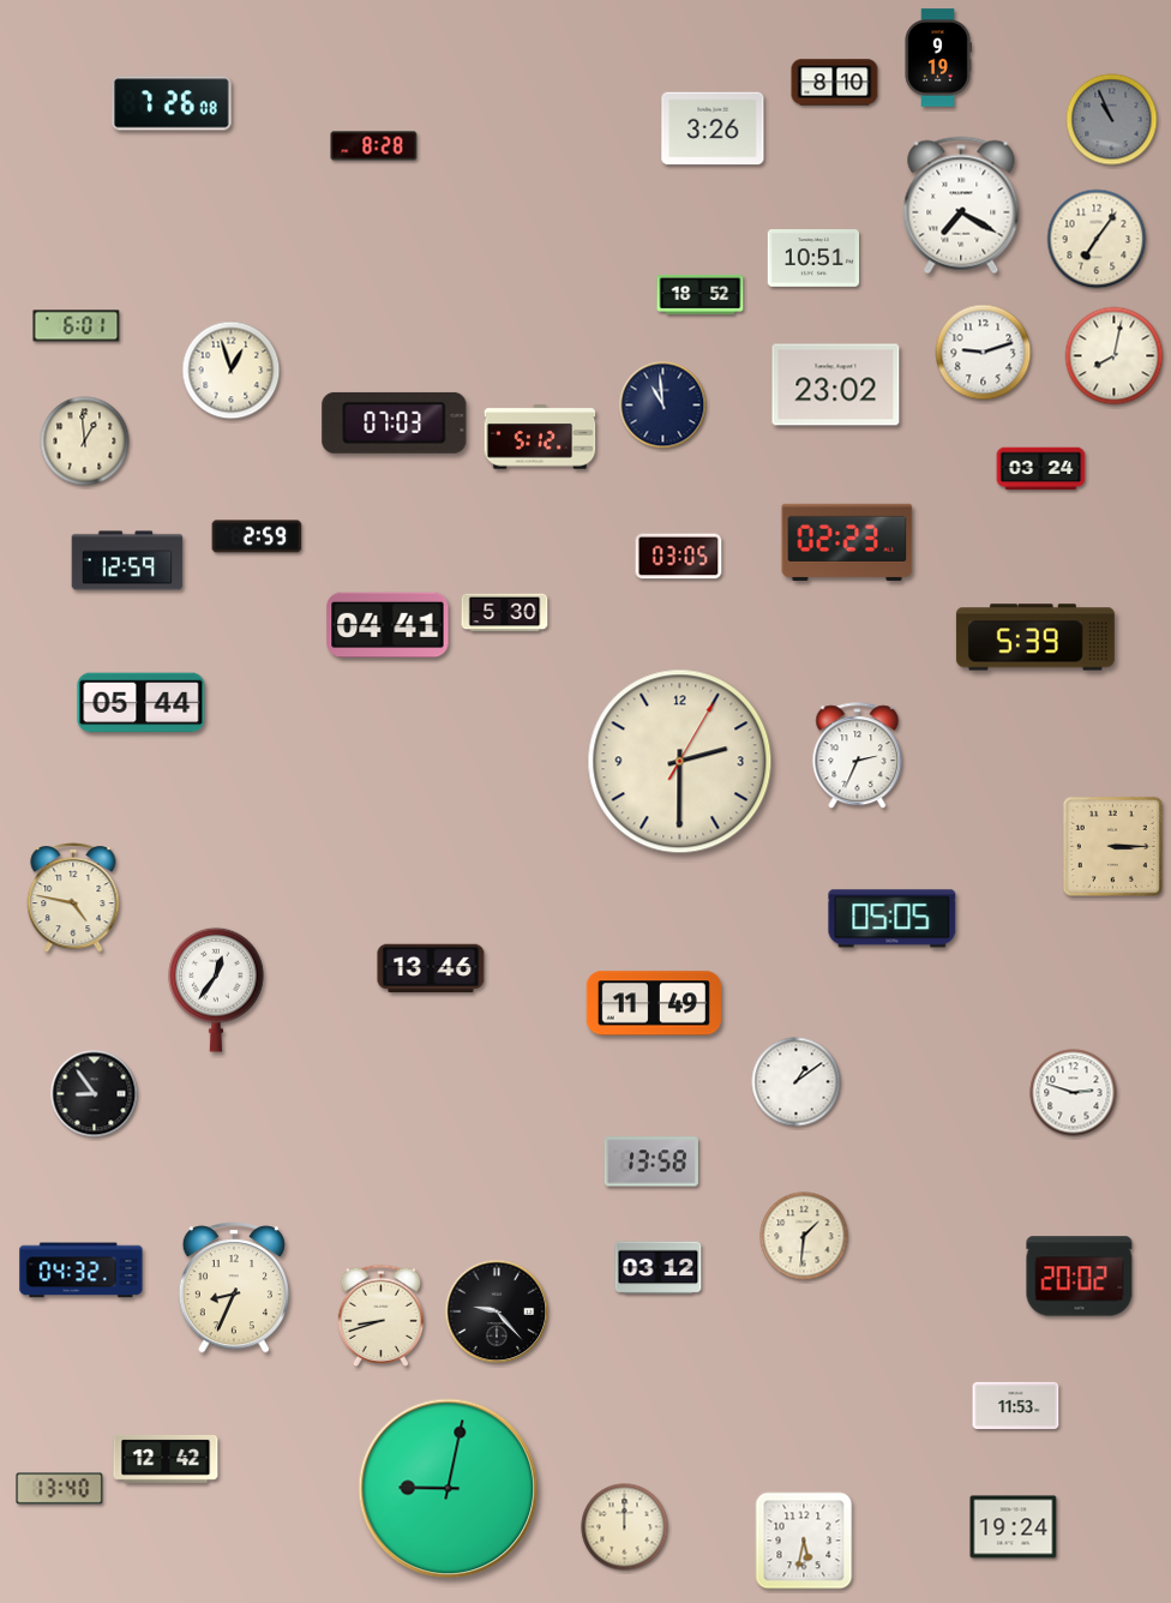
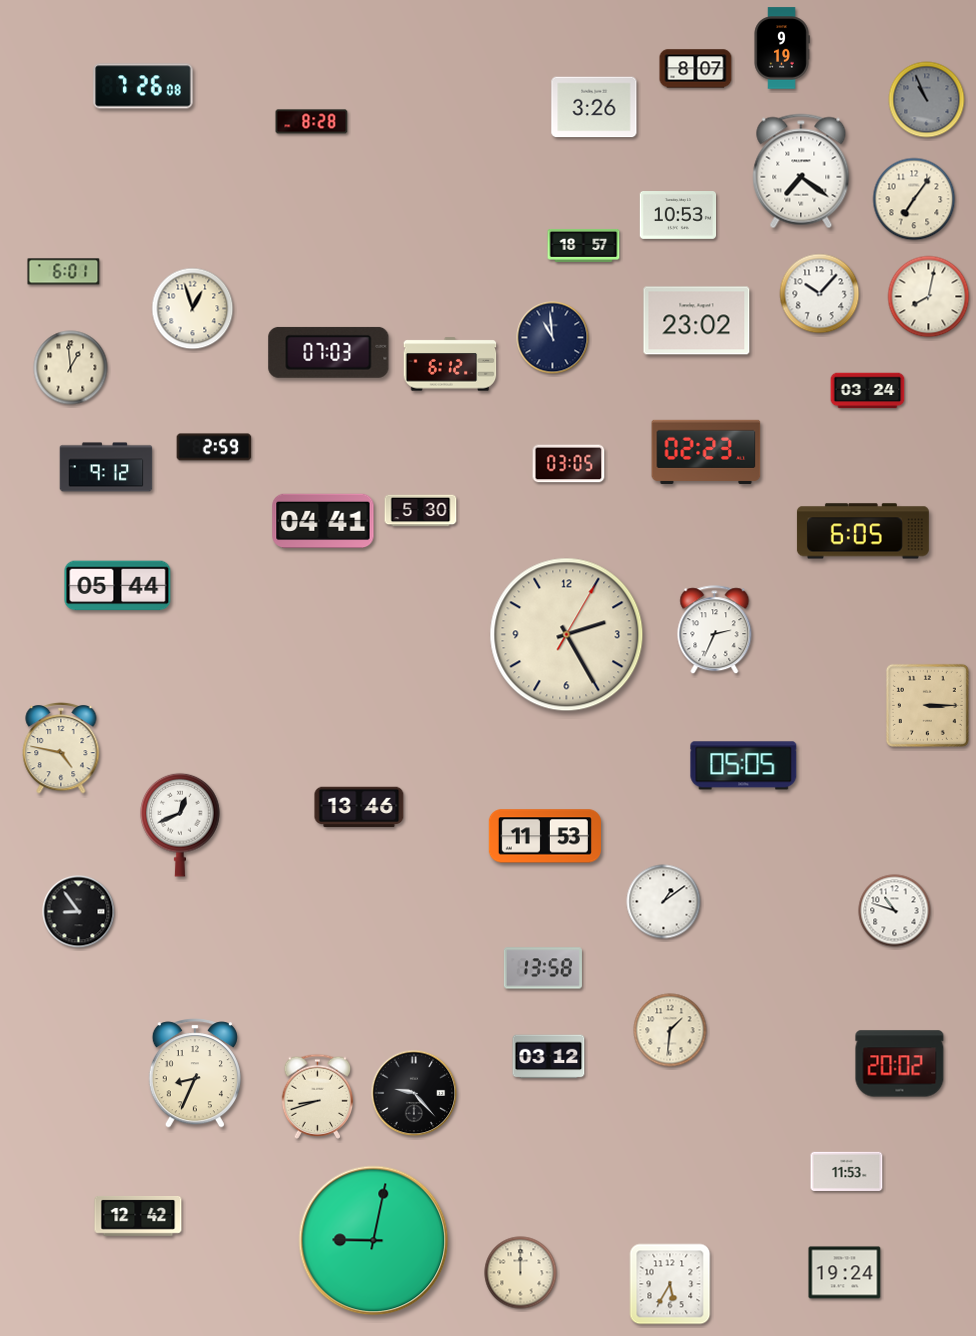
clock at (835, 83): 8:10 -> 8:07
clock at (961, 205): 7:20 -> 7:21
clock at (813, 259): 10:51 -> 10:53
clock at (701, 294): 18:52 -> 18:57
clock at (984, 353): 9:12 -> 10:07
clock at (540, 437): 5:12 -> 6:12
clock at (679, 557) position: (679, 557) -> (569, 464)
clock at (127, 560): 12:59 -> 9:12
clock at (1035, 637): 5:39 -> 6:05
clock at (680, 762): 2:30 -> 2:25
clock at (216, 990): 12:36 -> 12:41
clock at (654, 1003): 11:49 -> 11:53
clock at (1074, 1093): 2:48 -> 10:48
clock at (82, 1271): 04:32 -> none
clock at (60, 1489): 13:40 -> none
clock at (804, 1541): 5:32 -> 5:35
